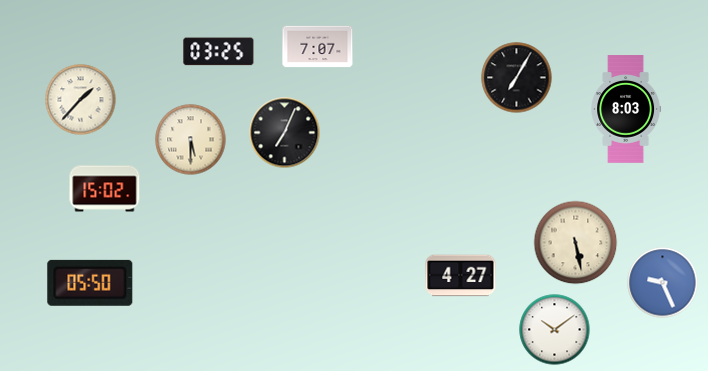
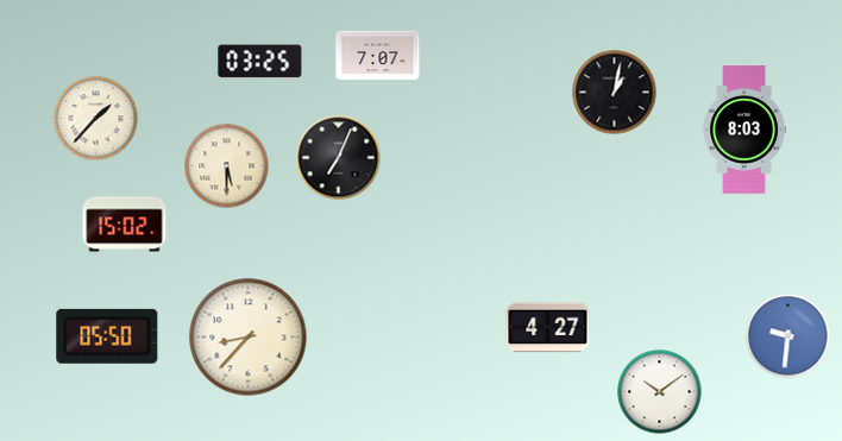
clock at (517, 78): 7:05 -> 1:02
clock at (576, 243): 5:28 -> none
clock at (663, 283): 9:26 -> 9:31
clock at (249, 338): none -> 8:37
